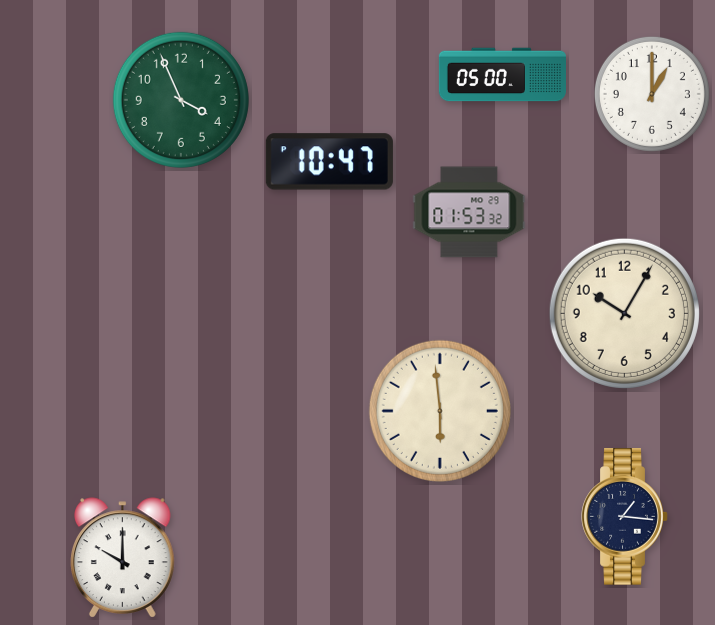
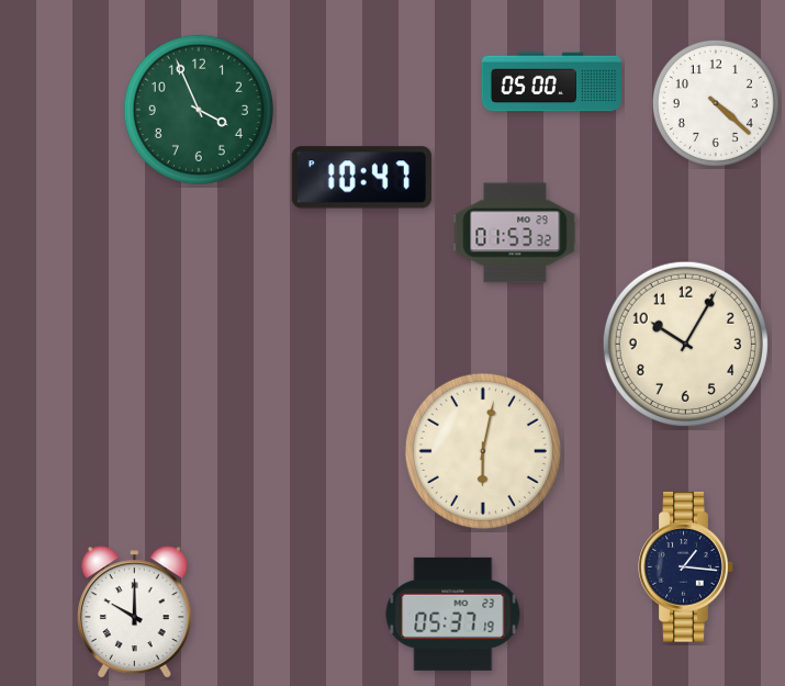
clock at (652, 94): 1:00 -> 4:22
clock at (440, 411): 5:59 -> 6:02
clock at (453, 614): none -> 05:37
